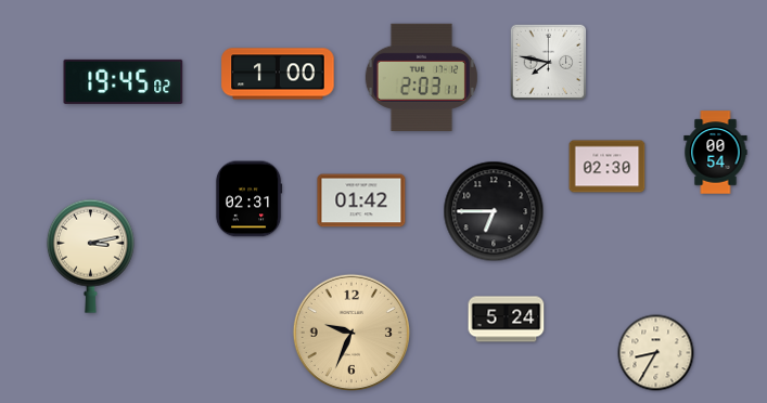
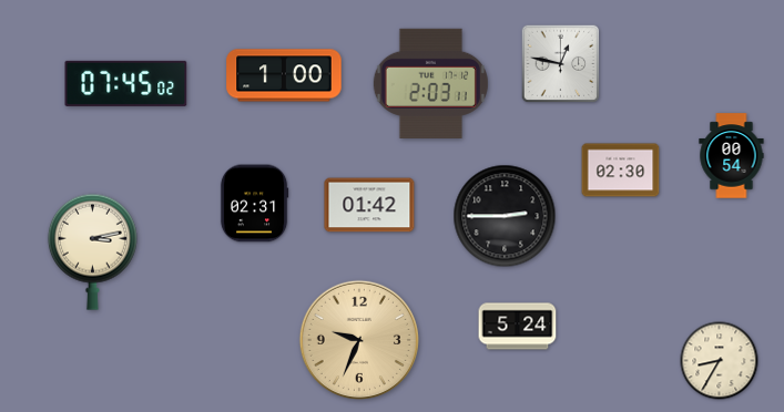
clock at (549, 63): 7:47 -> 12:47
clock at (421, 77) position: (421, 77) -> (430, 83)
clock at (124, 81): 19:45 -> 07:45
clock at (494, 211): 6:45 -> 2:45
clock at (90, 256) position: (90, 256) -> (92, 251)
clock at (656, 353) position: (656, 353) -> (720, 361)
